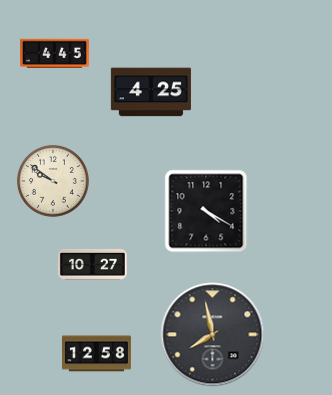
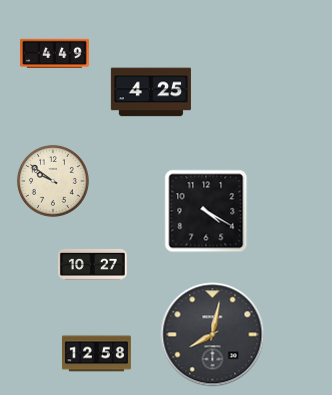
clock at (55, 54): 4:45 -> 4:49
clock at (213, 335): 7:58 -> 8:02
